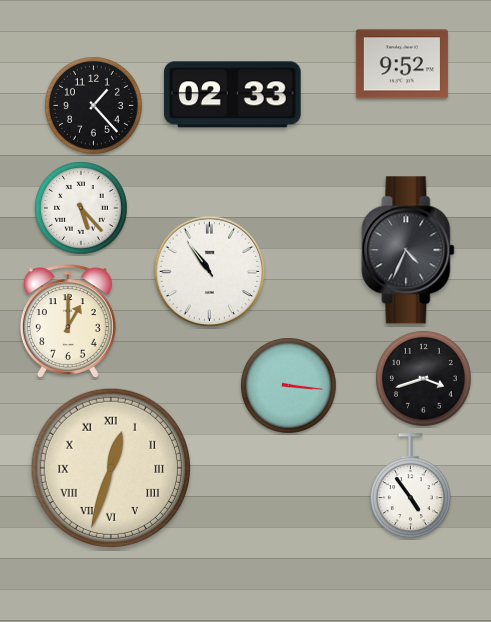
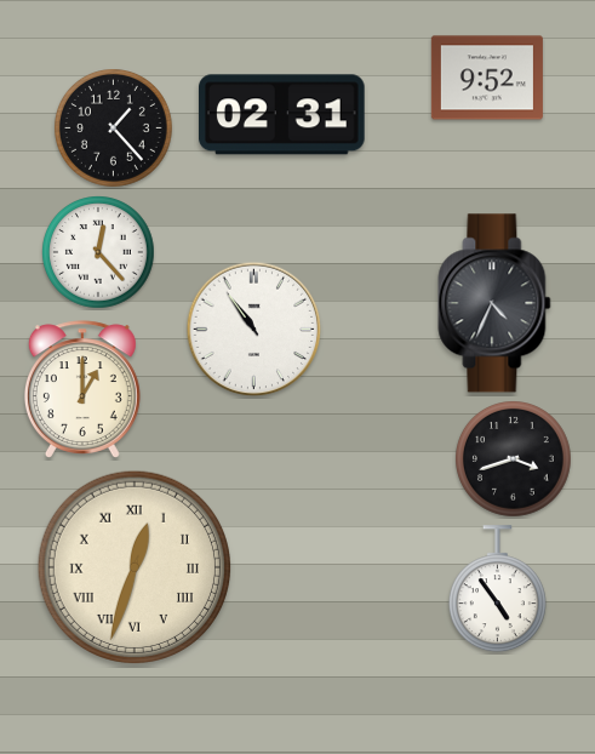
clock at (233, 95): 02:33 -> 02:31
clock at (81, 208): 5:23 -> 12:23
clock at (289, 386): 3:16 -> none
